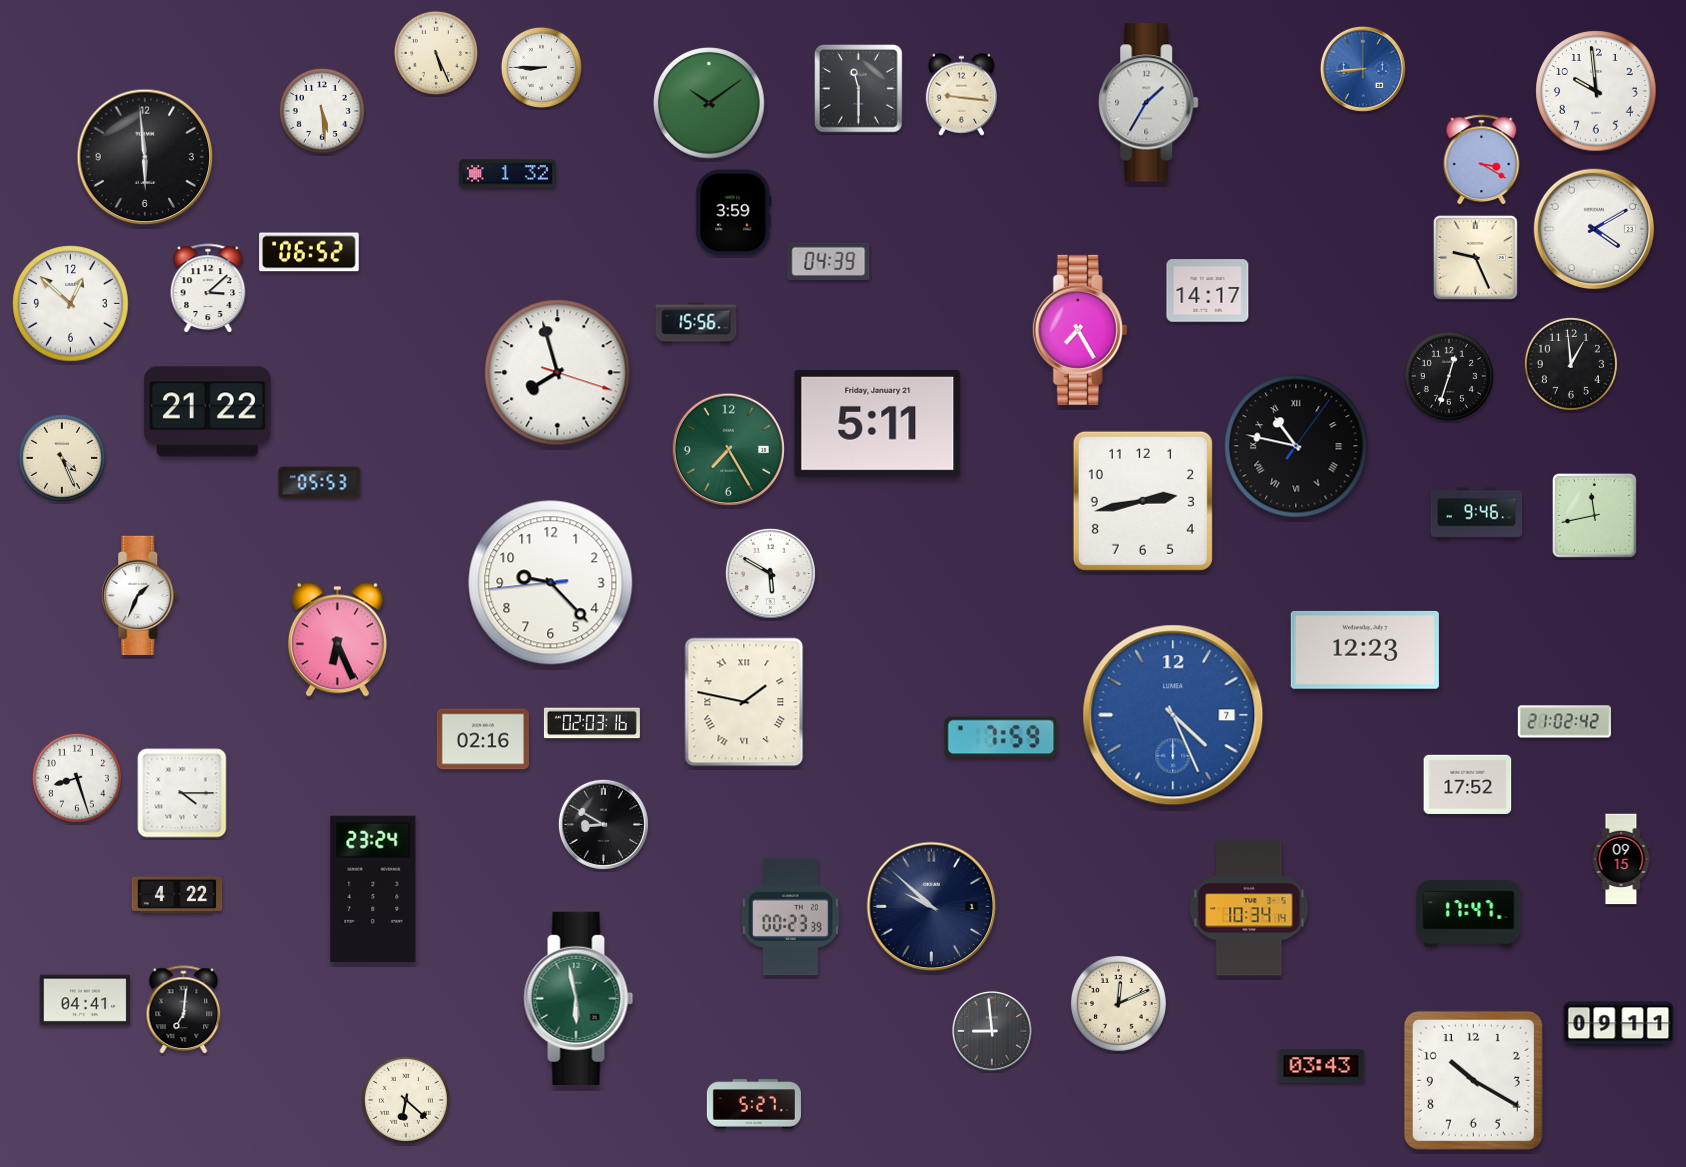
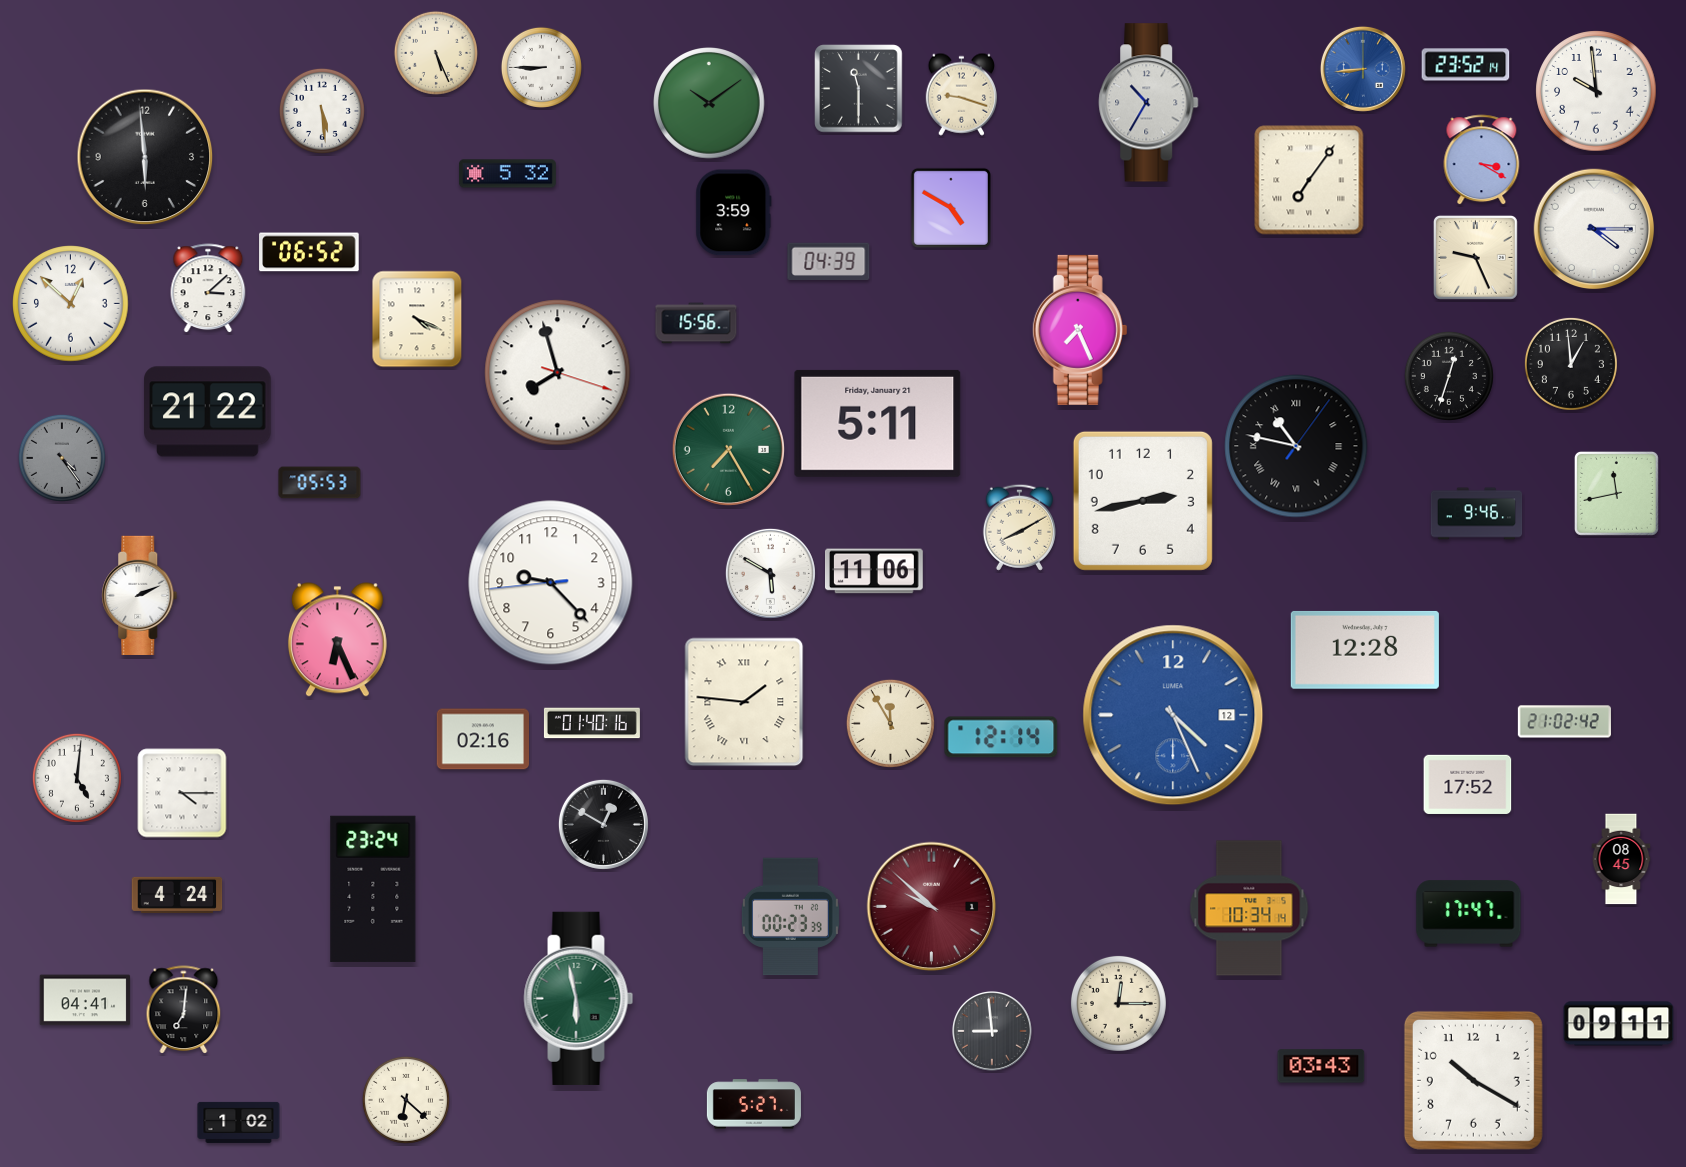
clock at (1466, 65): none -> 23:52
clock at (961, 94): 9:16 -> 9:18
clock at (1149, 103): 1:35 -> 10:35
clock at (507, 174): 1:32 -> 5:32
clock at (1309, 180): none -> 7:06
clock at (951, 208): none -> 4:50
clock at (1594, 229): 4:10 -> 4:15
clock at (1208, 291): 14:17 -> none
clock at (417, 319): none -> 4:19
clock at (1080, 330): 7:25 -> 7:26
clock at (62, 458): 4:26 -> 4:24
clock at (62, 458) dial: cream -> grey
clock at (1594, 515) position: (1594, 515) -> (1616, 493)
clock at (1019, 527): none -> 8:10
clock at (875, 571): none -> 11:06
clock at (140, 595): 1:34 -> 2:11
clock at (1365, 650): 12:23 -> 12:28
clock at (744, 702): 1:47 -> 1:46
clock at (1173, 715) date: 7 -> 12
clock at (592, 723): 02:03 -> 01:40
clock at (890, 723): none -> 11:55
clock at (1001, 737): 7:59 -> 12:14
clock at (77, 778): 8:27 -> 5:01
clock at (603, 824): 8:50 -> 12:50
clock at (1621, 859): 09:15 -> 08:45
clock at (177, 895): 4:22 -> 4:24
clock at (932, 907) dial: navy -> burgundy
clock at (1118, 1003): 12:11 -> 12:15
clock at (239, 1122): none -> 1:02
